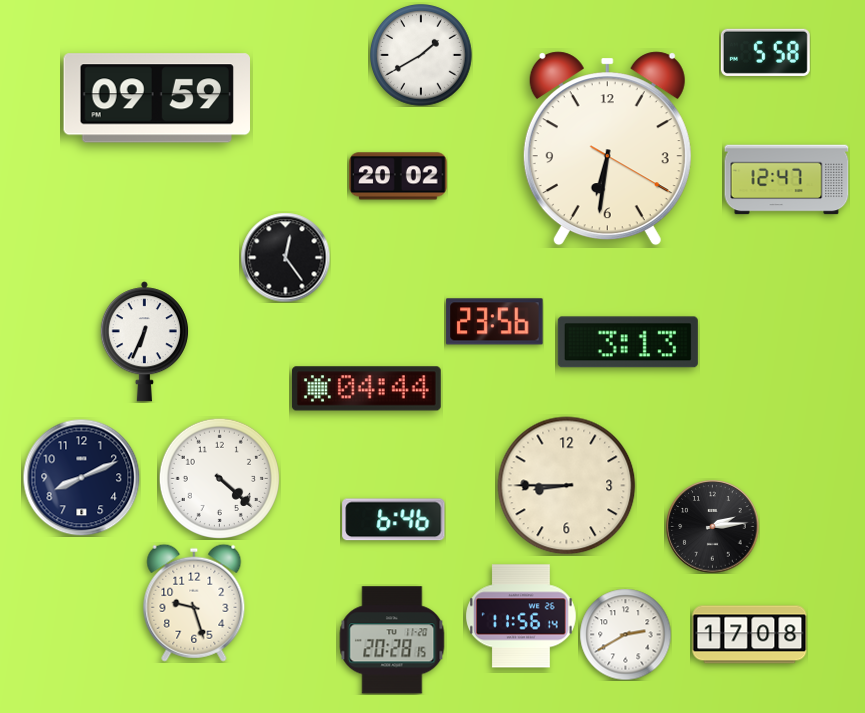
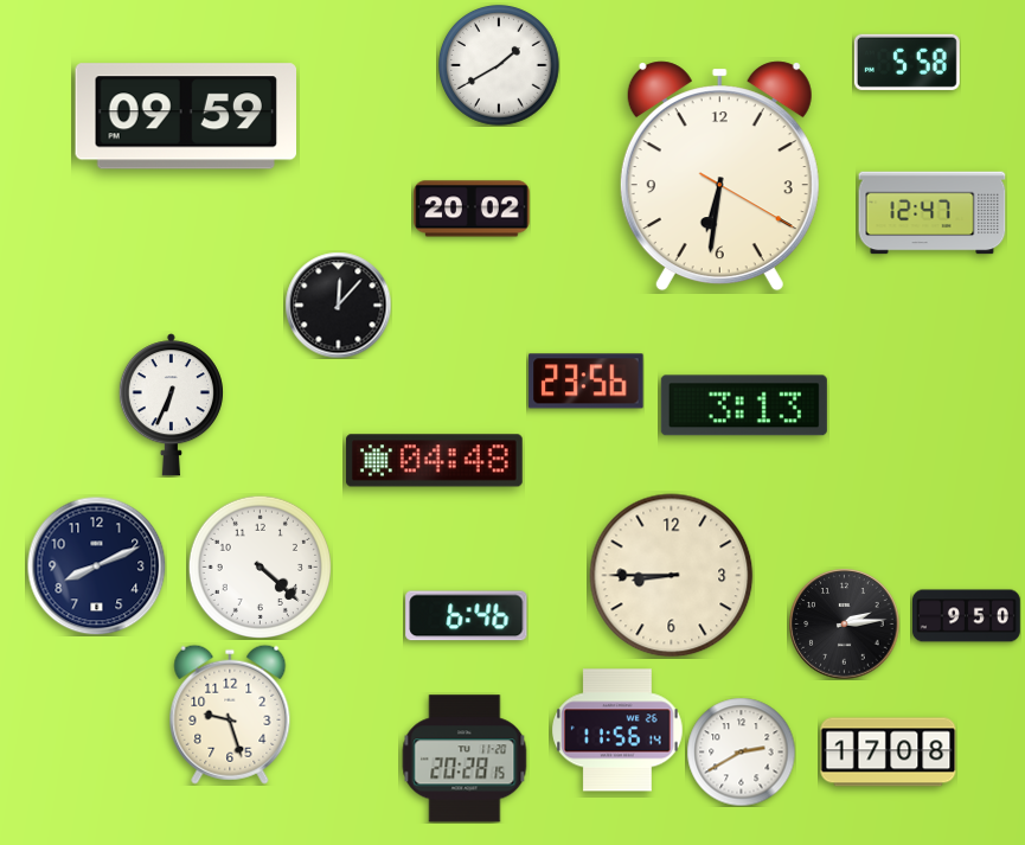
clock at (285, 257): 12:24 -> 12:07
clock at (366, 389): 04:44 -> 04:48
clock at (967, 616): none -> 9:50
